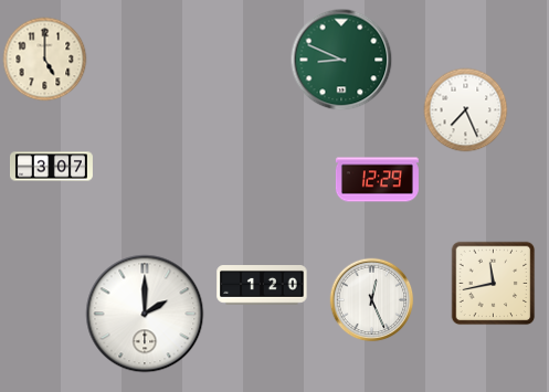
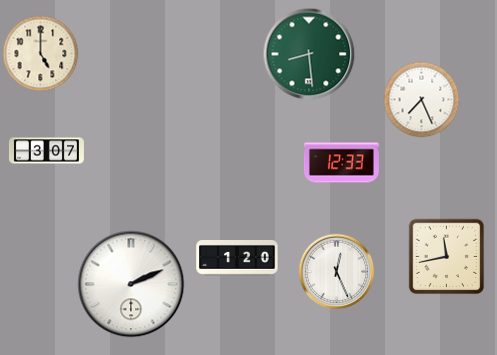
clock at (341, 60): 8:49 -> 8:29
clock at (377, 180): 12:29 -> 12:33
clock at (145, 314): 2:00 -> 2:11
